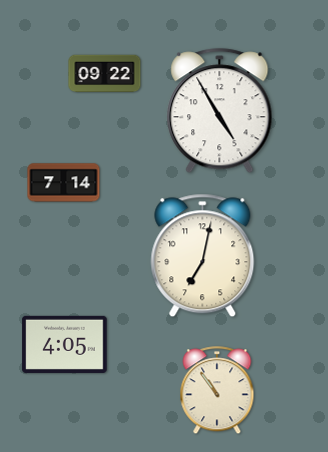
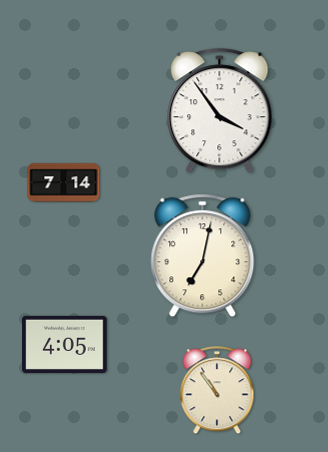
clock at (105, 74): 09:22 -> none
clock at (220, 111): 4:55 -> 3:54
